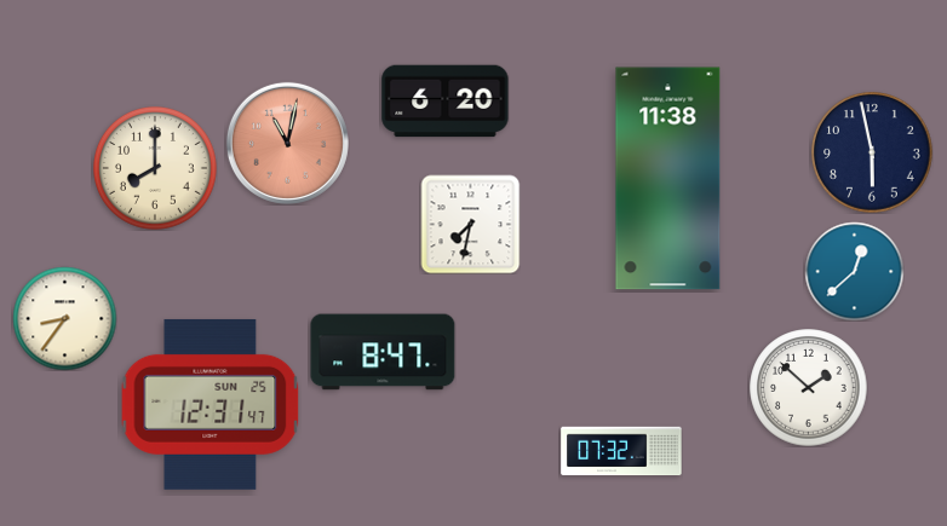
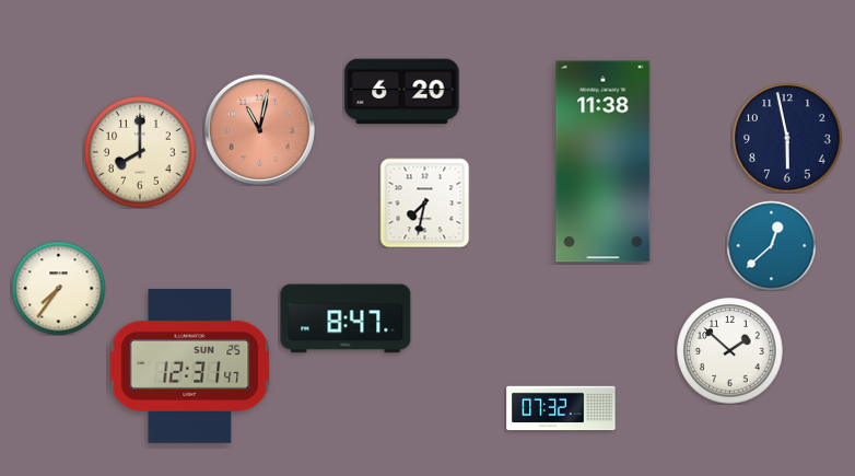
clock at (64, 318): 8:36 -> 7:36
